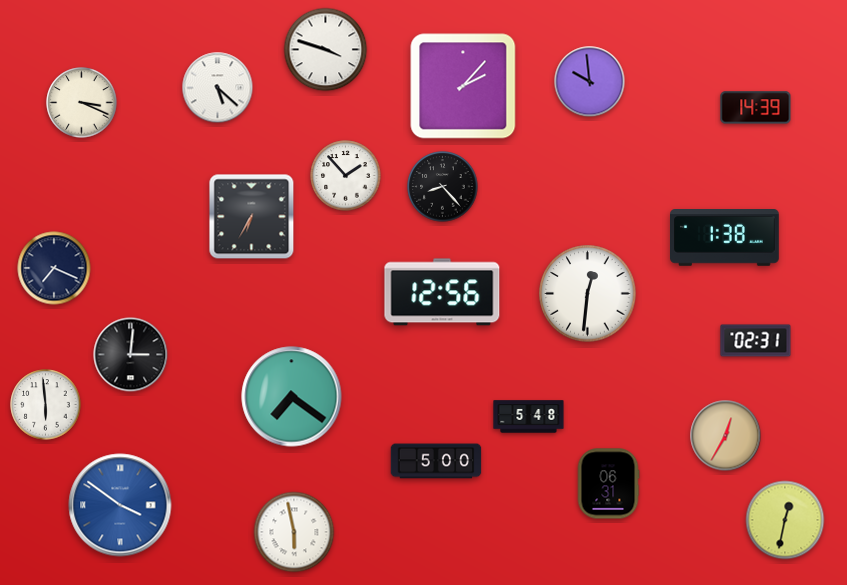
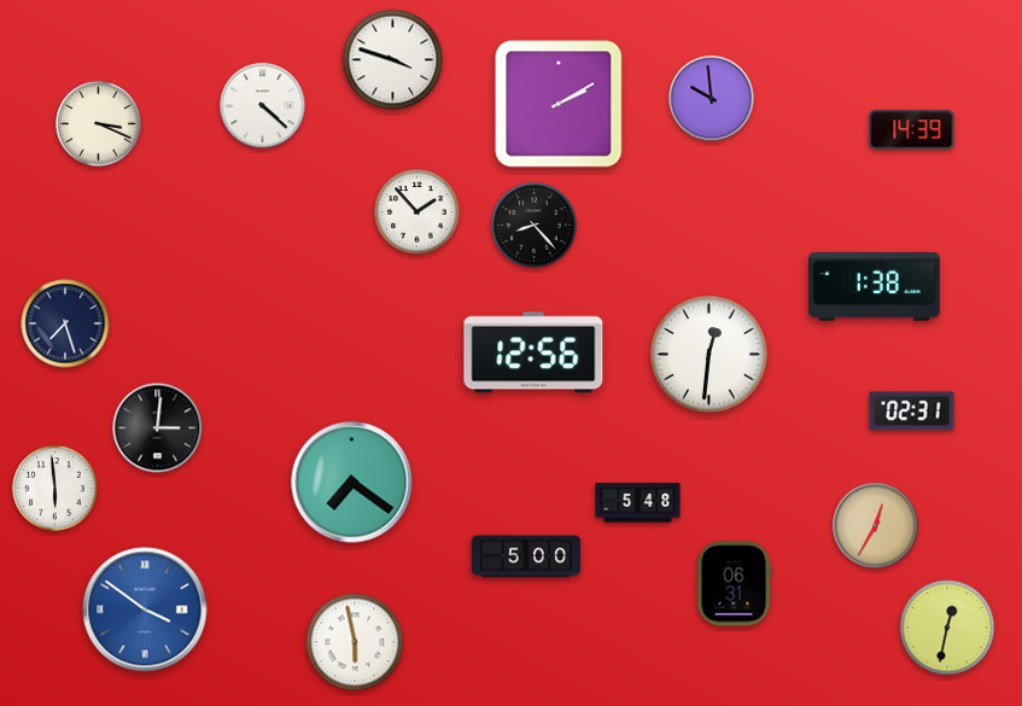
clock at (463, 86): 2:07 -> 2:10
clock at (218, 88): 5:22 -> 4:22
clock at (252, 217): 6:35 -> none
clock at (54, 268): 7:19 -> 7:27
clock at (292, 397) position: (292, 397) -> (352, 483)
